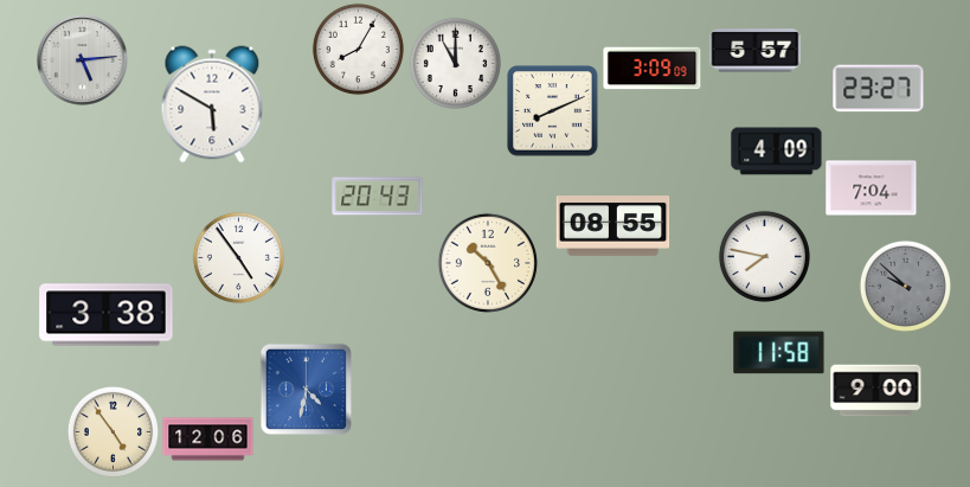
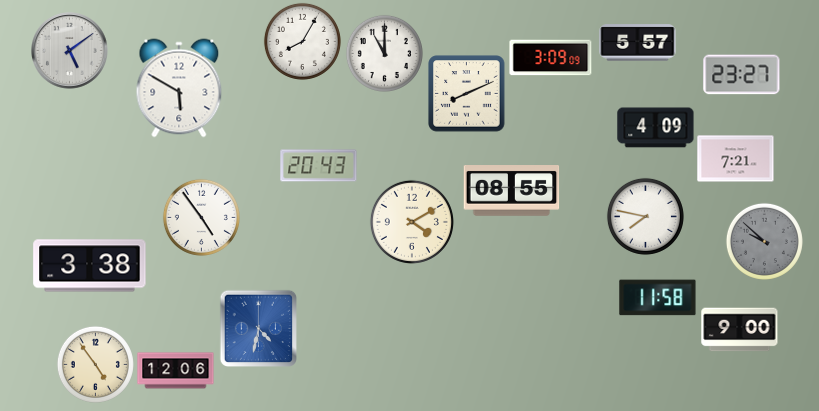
clock at (83, 60): 5:14 -> 5:09
clock at (872, 188): 7:04 -> 7:21
clock at (614, 226) position: (614, 226) -> (512, 191)
clock at (488, 263): 10:25 -> 4:10
